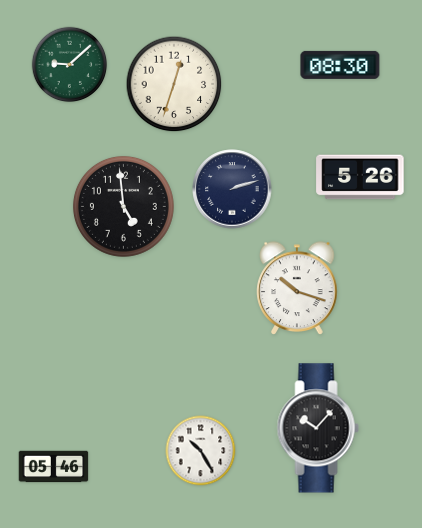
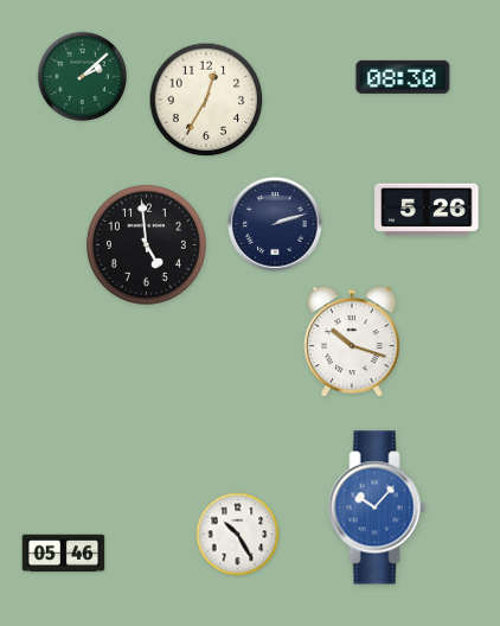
clock at (70, 65): 9:08 -> 2:08
clock at (174, 84): 12:33 -> 12:35
clock at (318, 428) dial: black -> blue
